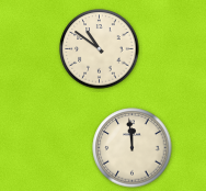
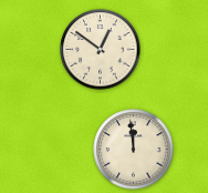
clock at (100, 49): 10:51 -> 12:51
